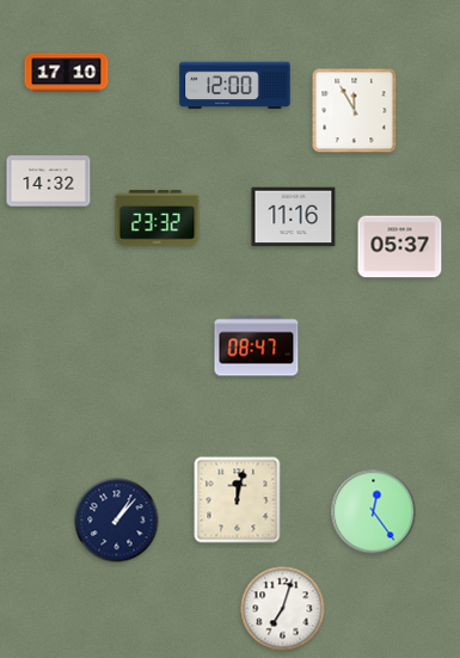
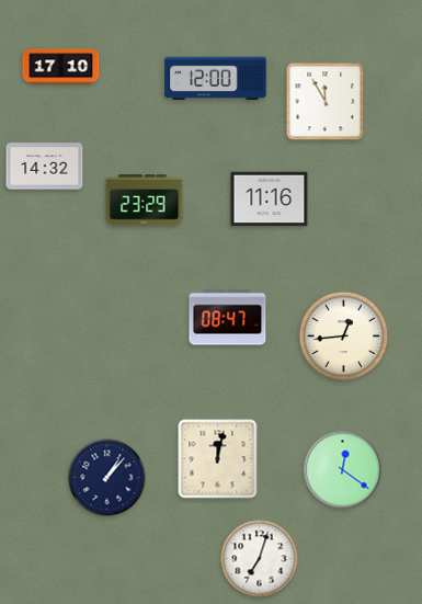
clock at (158, 219): 23:32 -> 23:29
clock at (400, 247): 05:37 -> none
clock at (257, 346) position: (257, 346) -> (228, 318)
clock at (344, 337): none -> 12:44
clock at (374, 512): 12:24 -> 12:21
